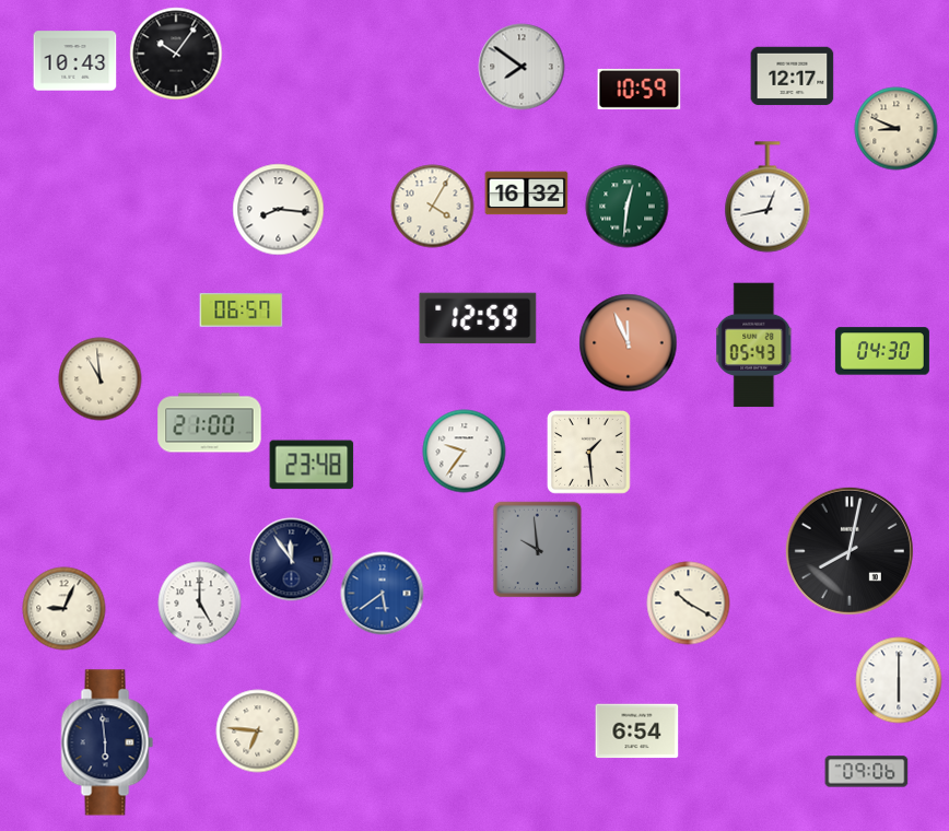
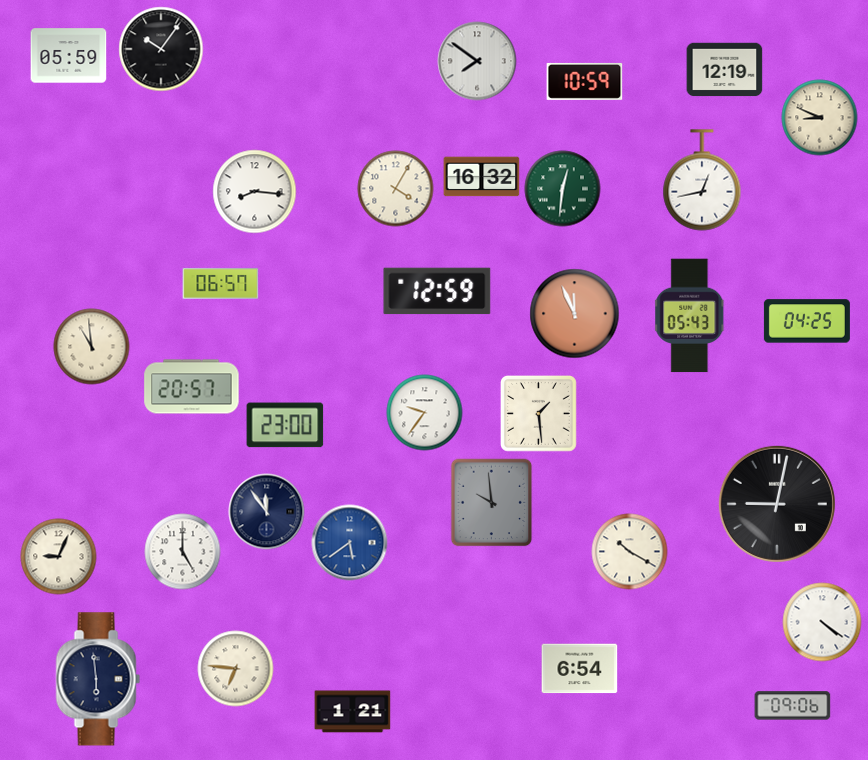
clock at (75, 61): 10:43 -> 05:59
clock at (793, 77): 12:17 -> 12:19
clock at (628, 207) position: (628, 207) -> (563, 189)
clock at (882, 351): 04:30 -> 04:25
clock at (210, 423): 21:00 -> 20:57
clock at (312, 465): 23:48 -> 23:00
clock at (850, 551): 8:02 -> 9:02
clock at (899, 680): 6:00 -> 4:21
clock at (637, 731) position: (637, 731) -> (580, 669)
clock at (353, 712): none -> 1:21
